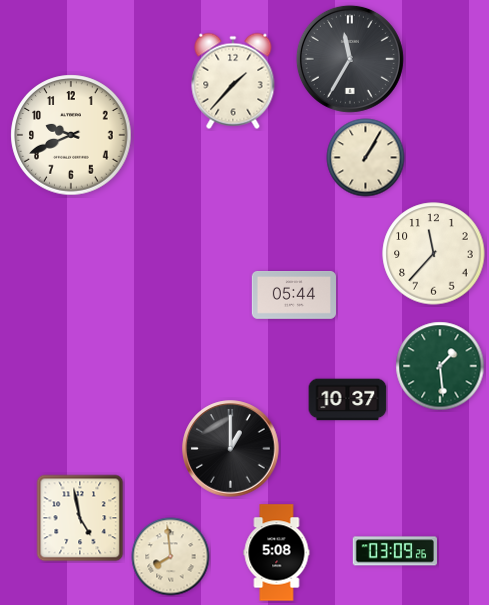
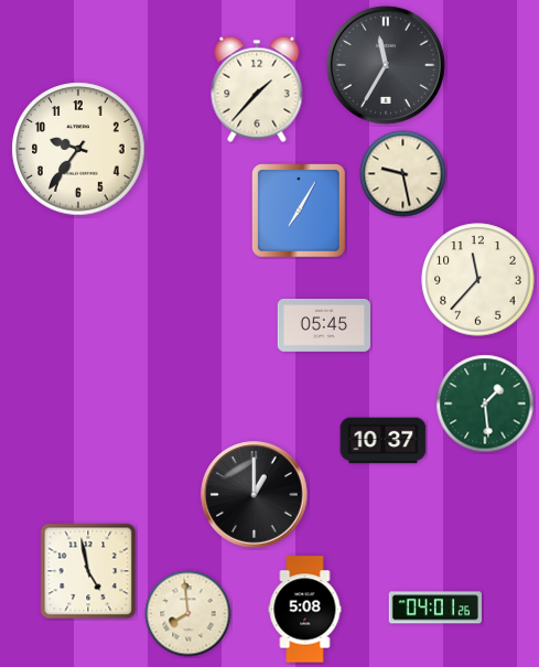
clock at (71, 135): 9:41 -> 9:36
clock at (366, 158): 1:05 -> 9:28
clock at (299, 211): none -> 7:05
clock at (293, 296): 05:44 -> 05:45
clock at (395, 551): 03:09 -> 04:01
